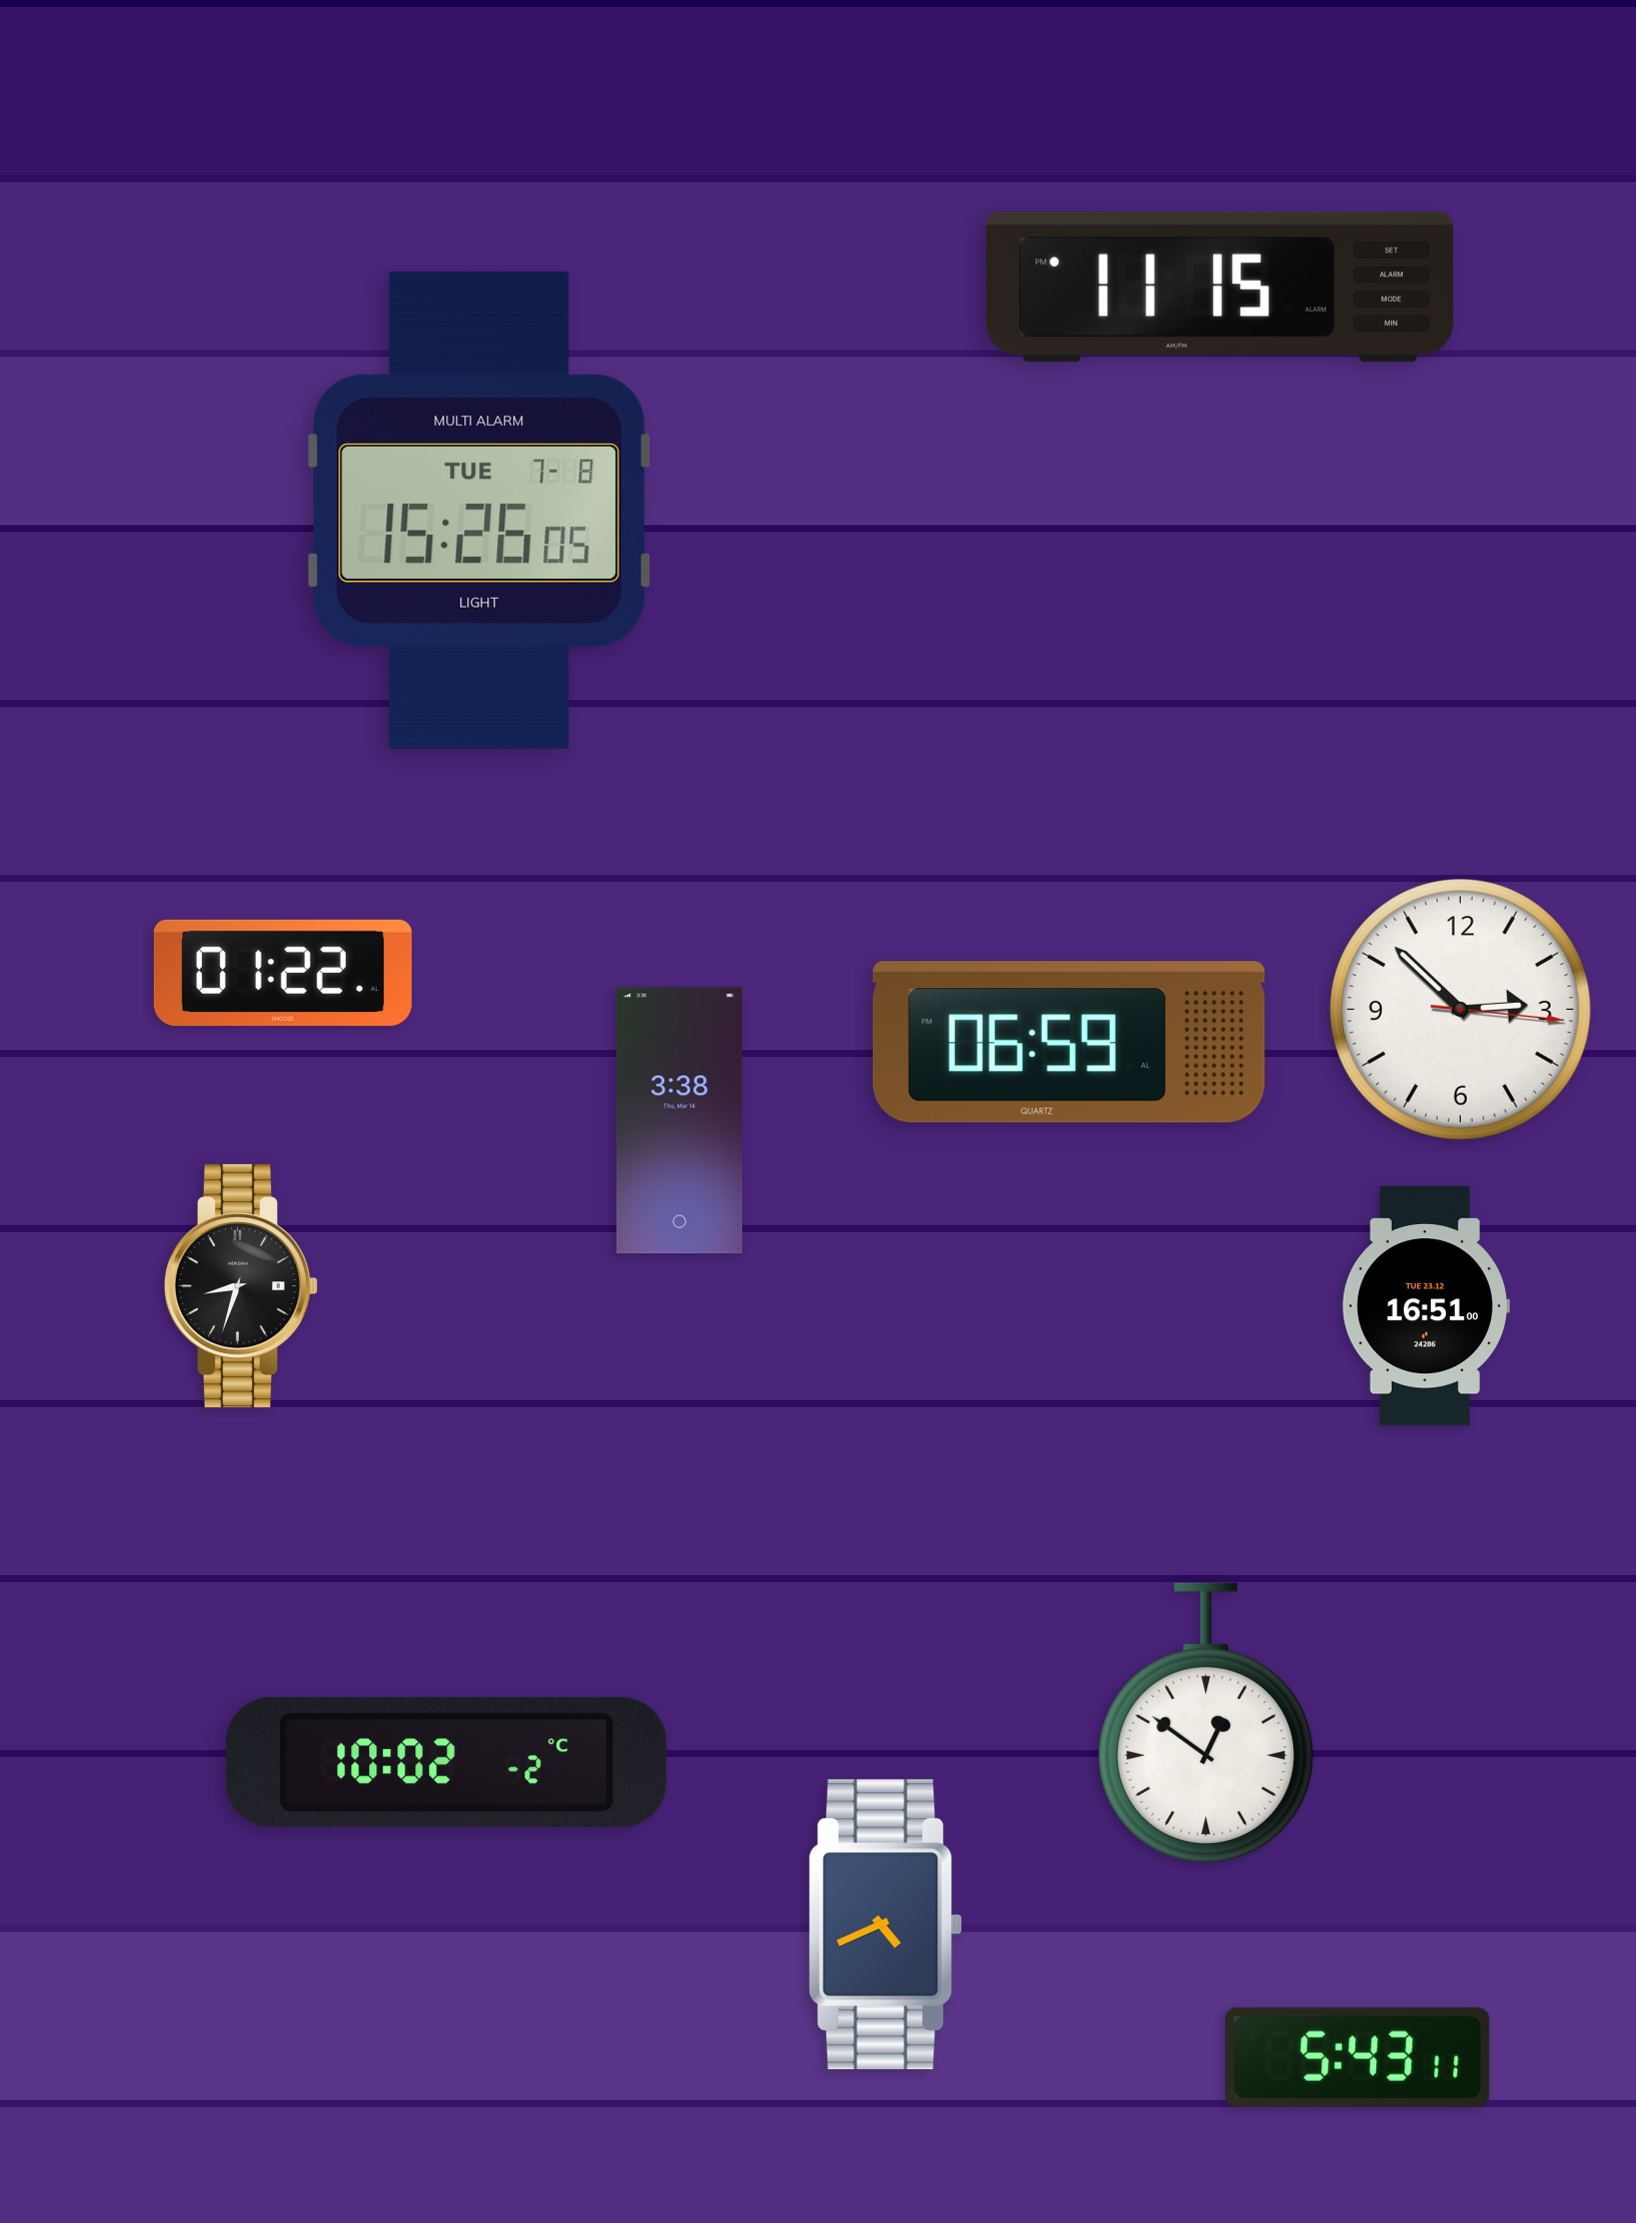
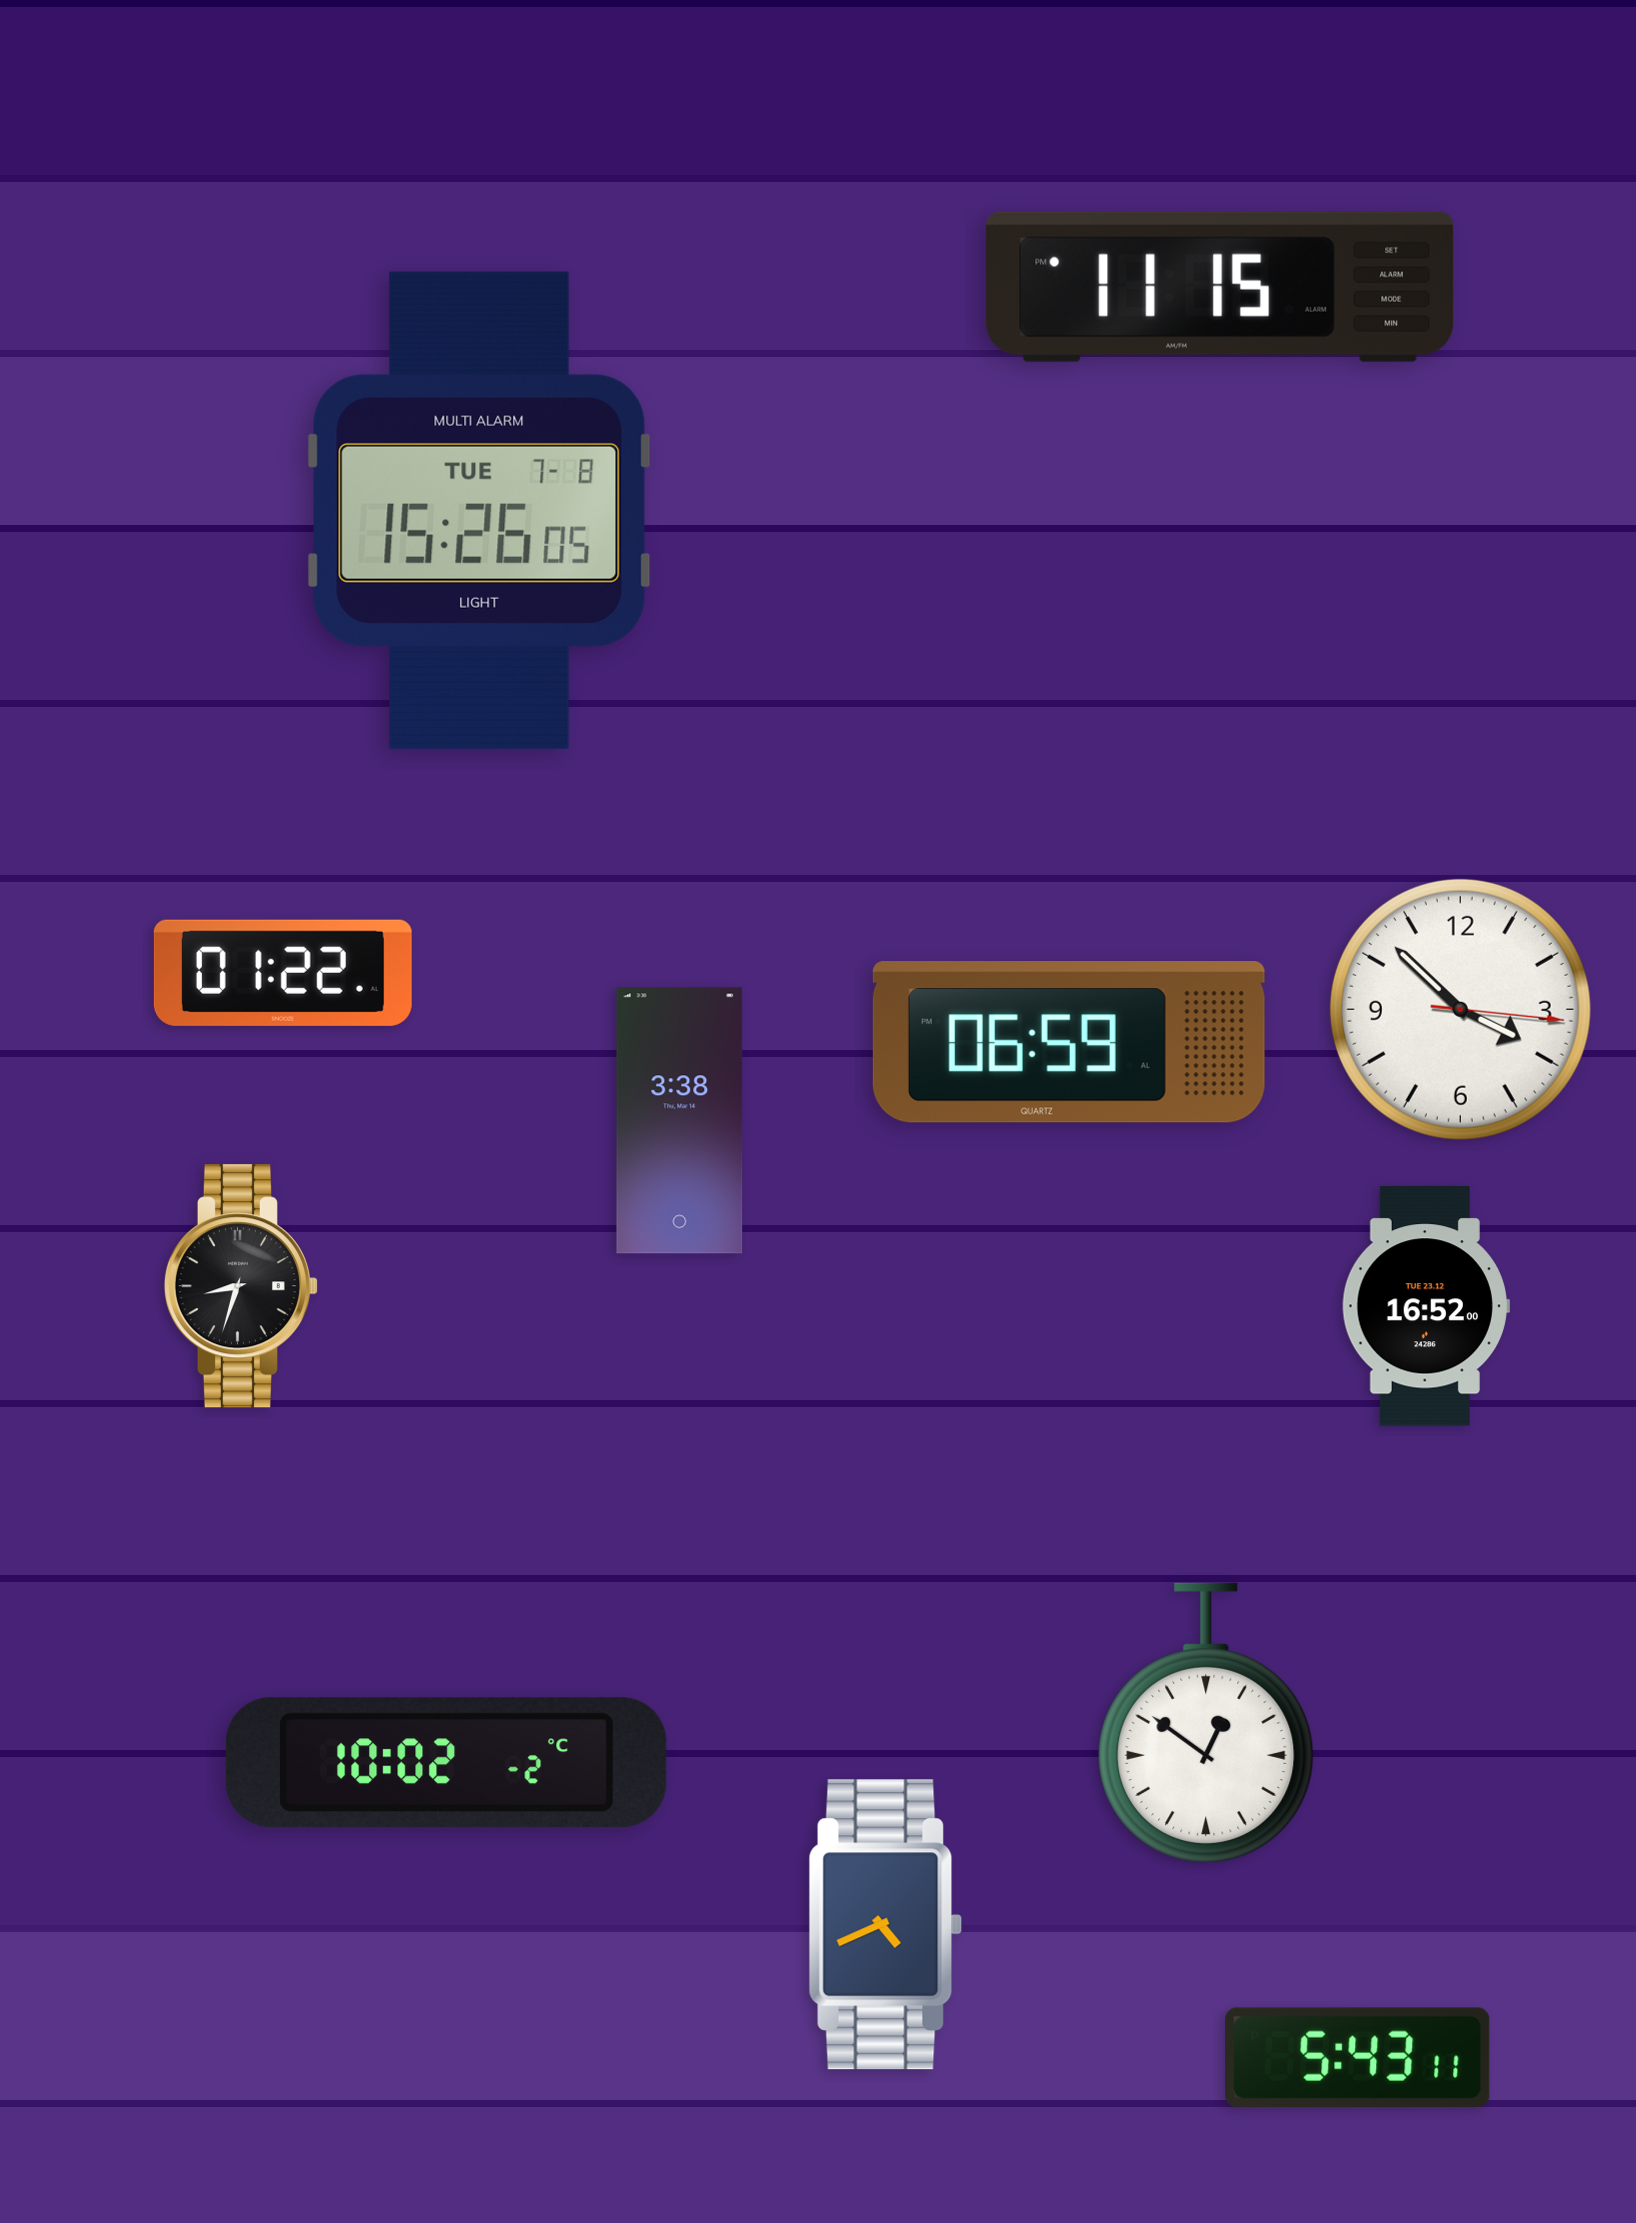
clock at (1460, 1009): 2:52 -> 3:52
clock at (1426, 1306): 16:51 -> 16:52
